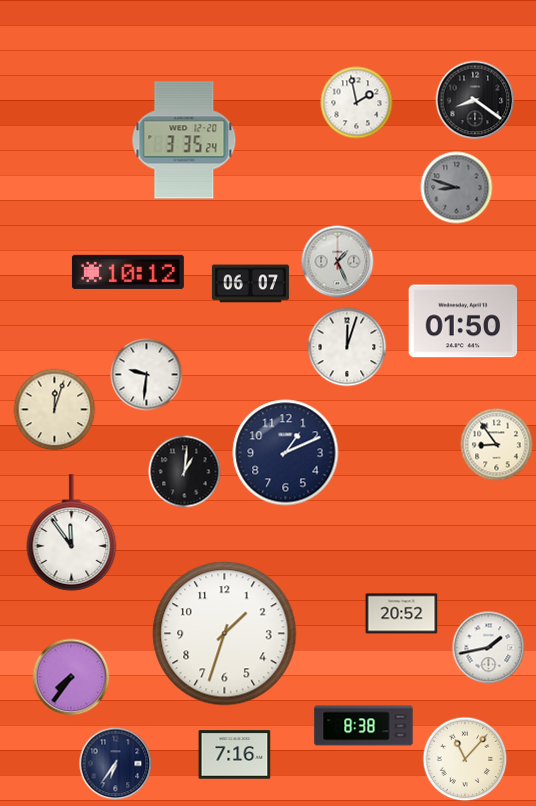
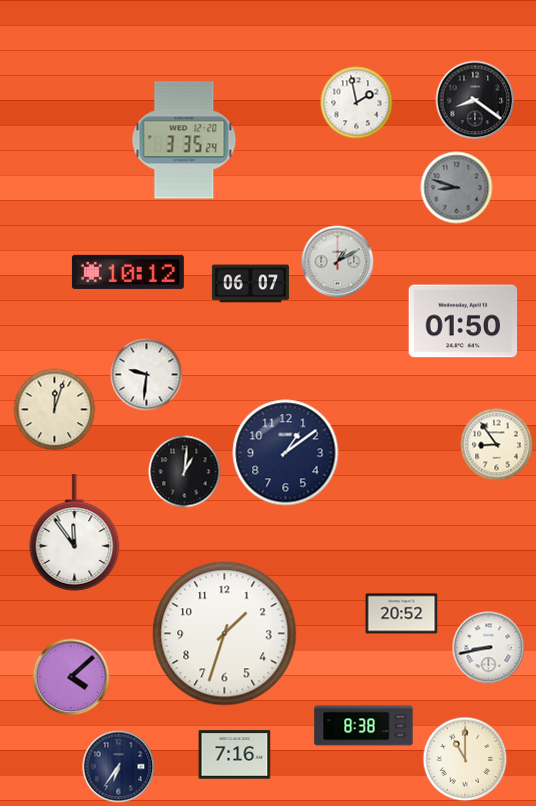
clock at (338, 262): 1:26 -> 1:10
clock at (347, 347): 12:03 -> none
clock at (286, 453): 1:11 -> 1:09
clock at (72, 533) position: (72, 533) -> (75, 533)
clock at (489, 648): 1:43 -> 8:43
clock at (71, 677): 7:36 -> 4:08
clock at (465, 759): 11:07 -> 11:00
clock at (116, 764) position: (116, 764) -> (119, 767)
